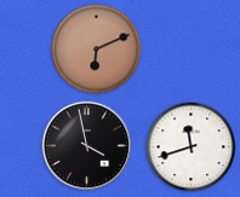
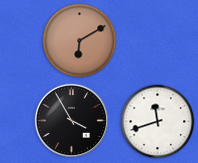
clock at (97, 50): 6:11 -> 6:10
clock at (86, 145): 3:58 -> 3:55
